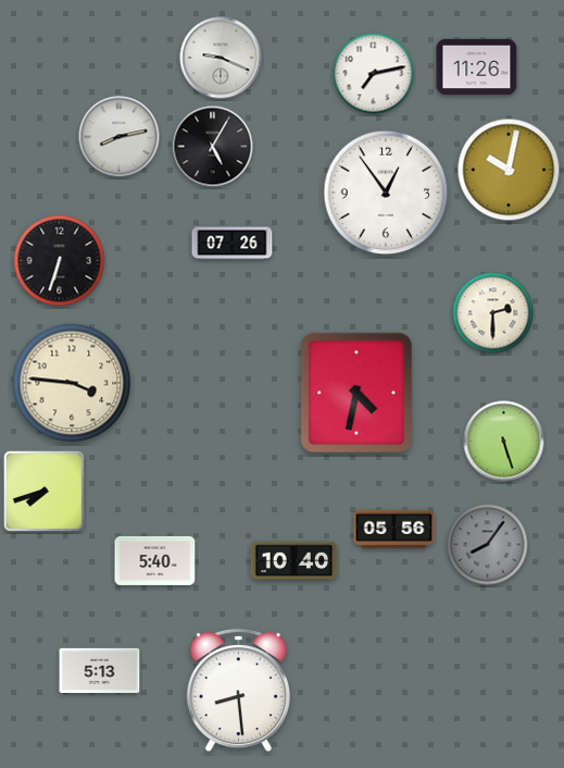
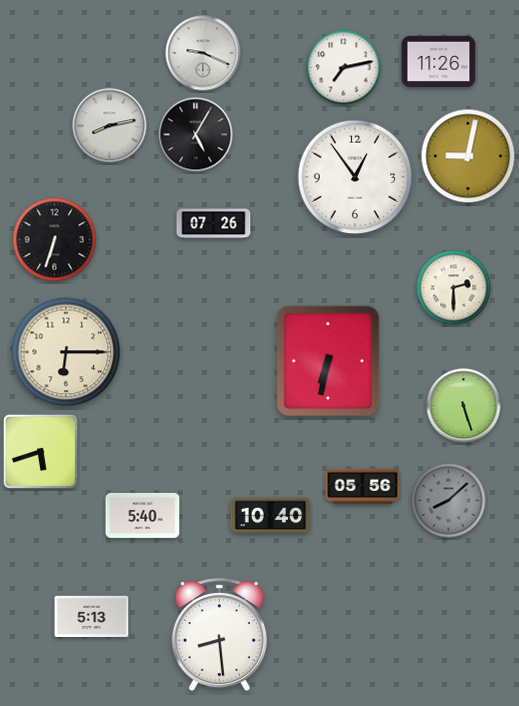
clock at (509, 170): 10:02 -> 9:02
clock at (72, 383): 3:46 -> 6:15
clock at (356, 393): 4:32 -> 6:32
clock at (43, 491): 7:42 -> 5:42
clock at (488, 545): 8:06 -> 8:08
